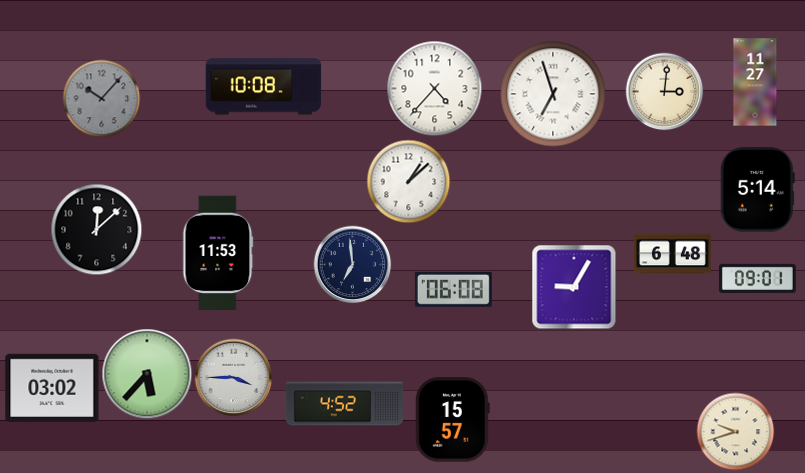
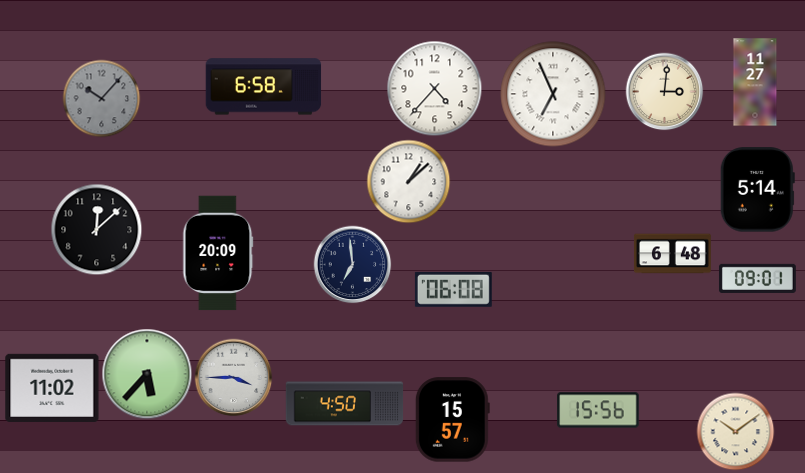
clock at (264, 87): 10:08 -> 6:58
clock at (553, 94): 6:57 -> 6:56
clock at (218, 253): 11:53 -> 20:09
clock at (574, 287): 9:05 -> none
clock at (52, 388): 03:02 -> 11:02
clock at (345, 404): 4:52 -> 4:50
clock at (598, 410): none -> 15:56
clock at (735, 431): 9:42 -> 10:09
